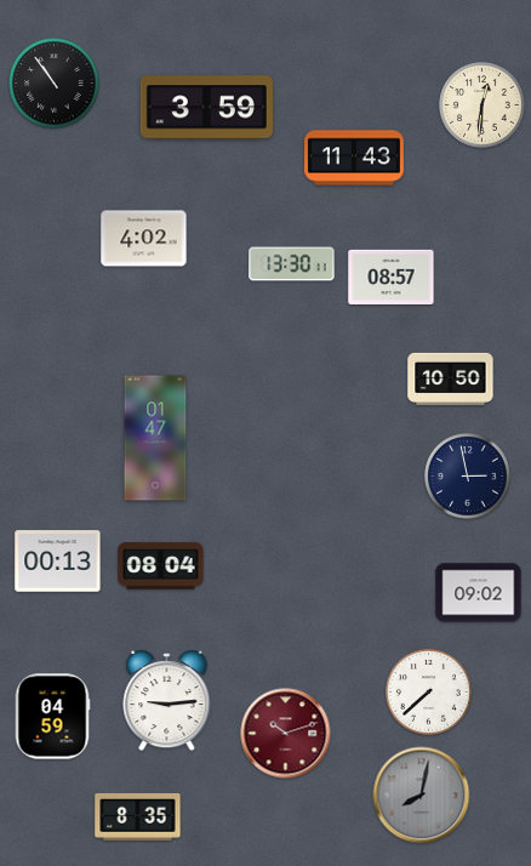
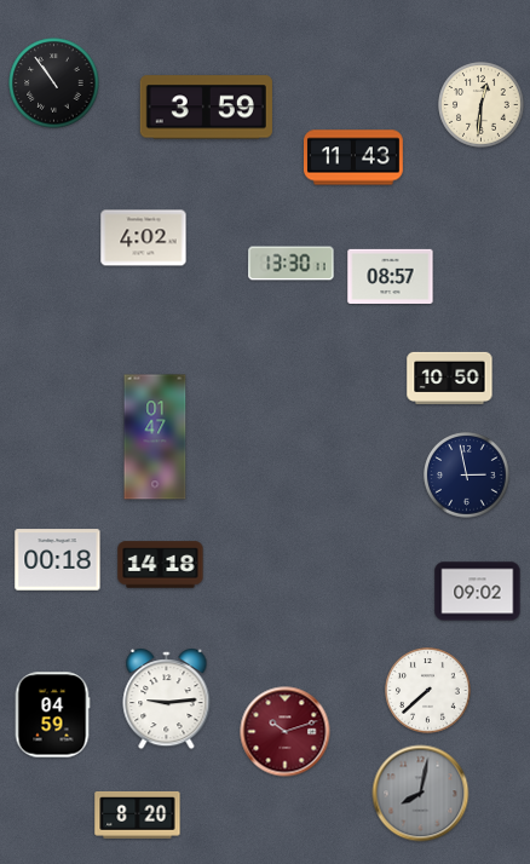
clock at (58, 562): 00:13 -> 00:18
clock at (161, 566): 08:04 -> 14:18
clock at (138, 816): 8:35 -> 8:20
